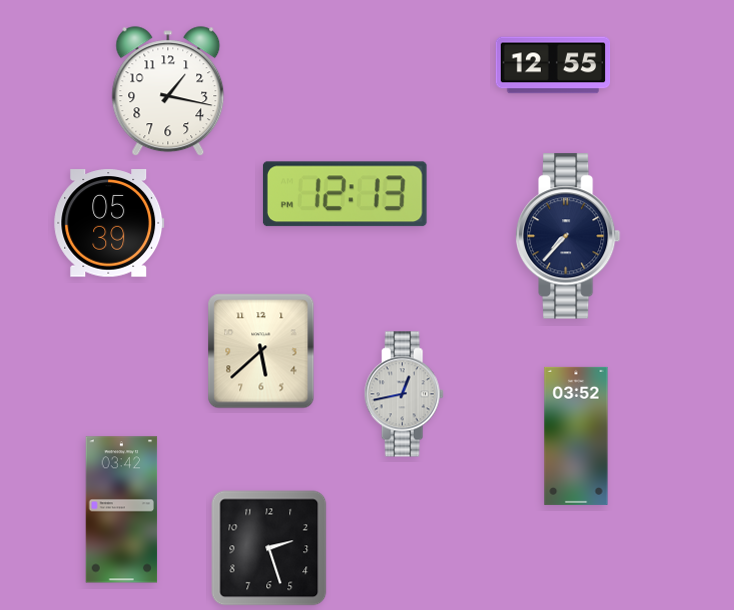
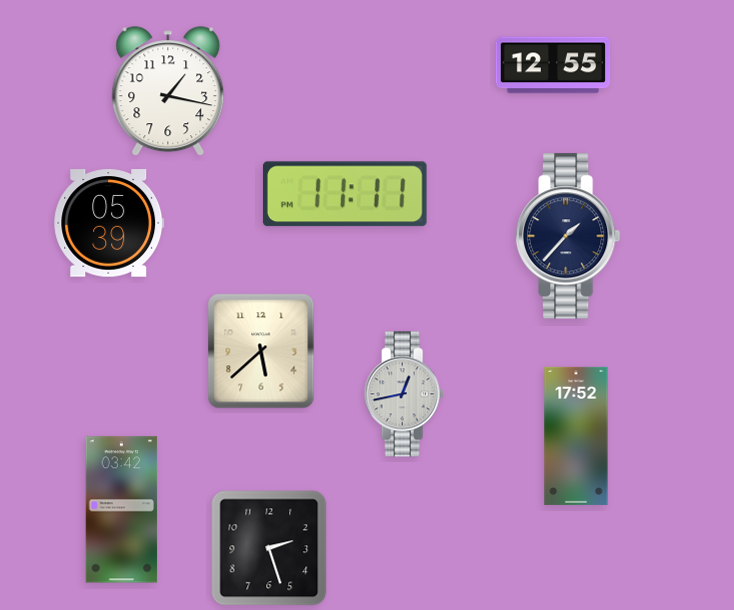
clock at (345, 194): 12:13 -> 11:11
clock at (568, 236): 7:37 -> 1:37
clock at (576, 436): 03:52 -> 17:52
